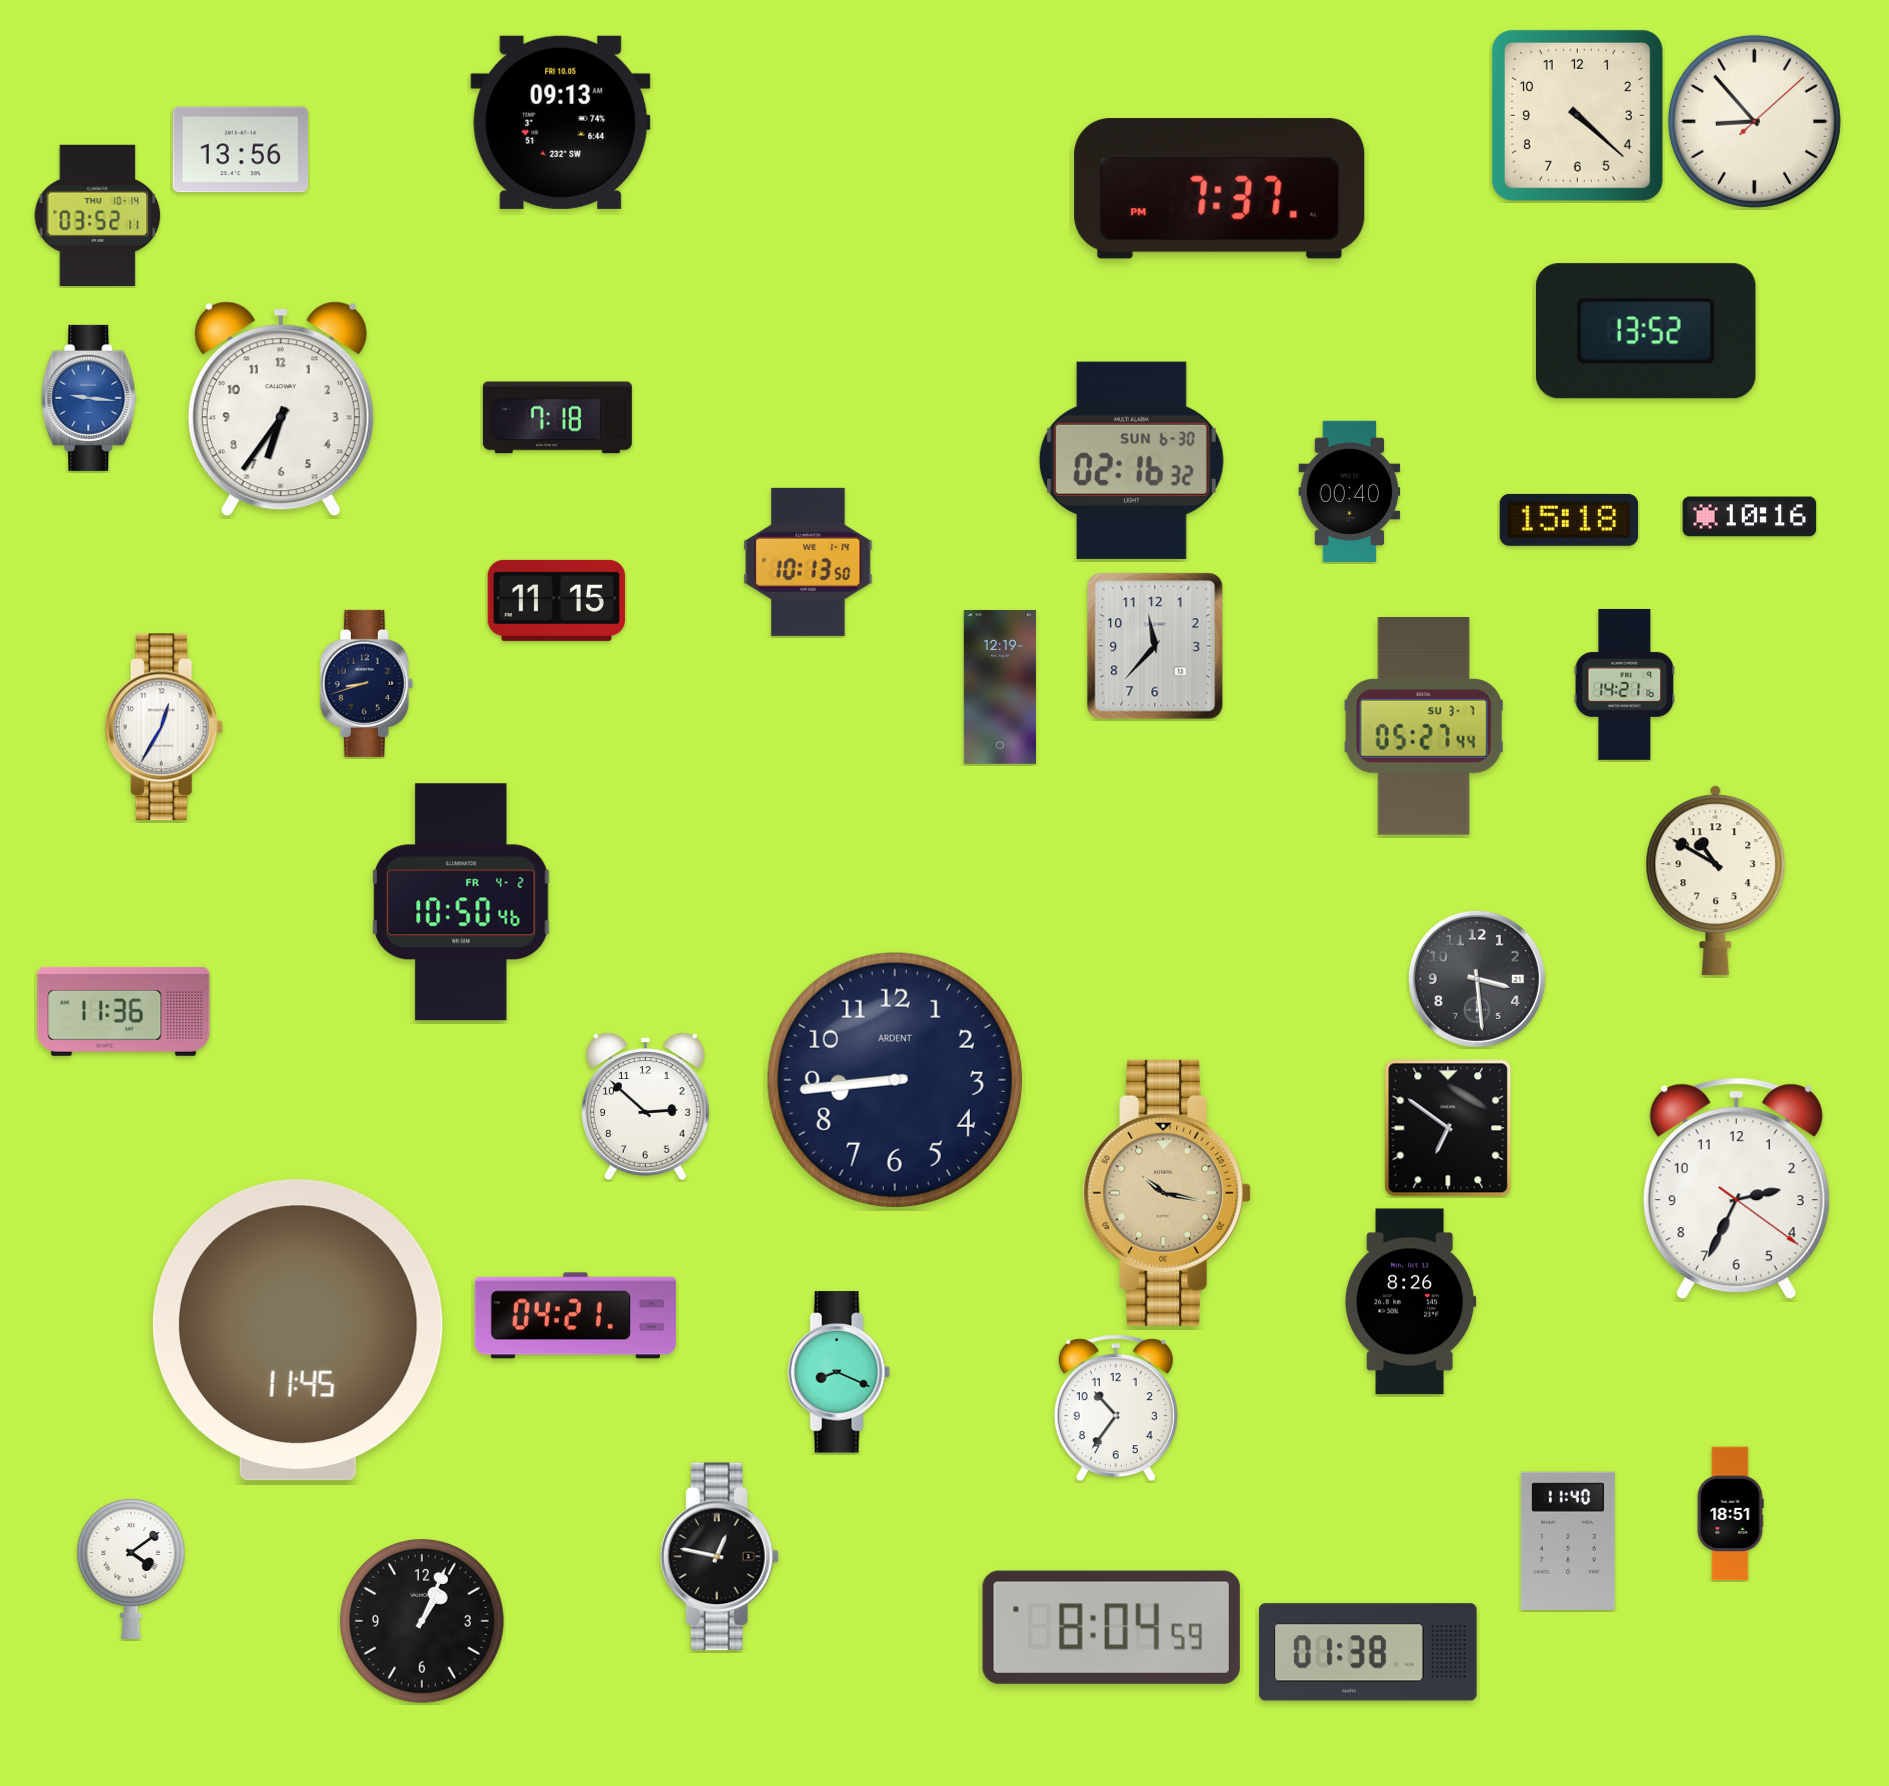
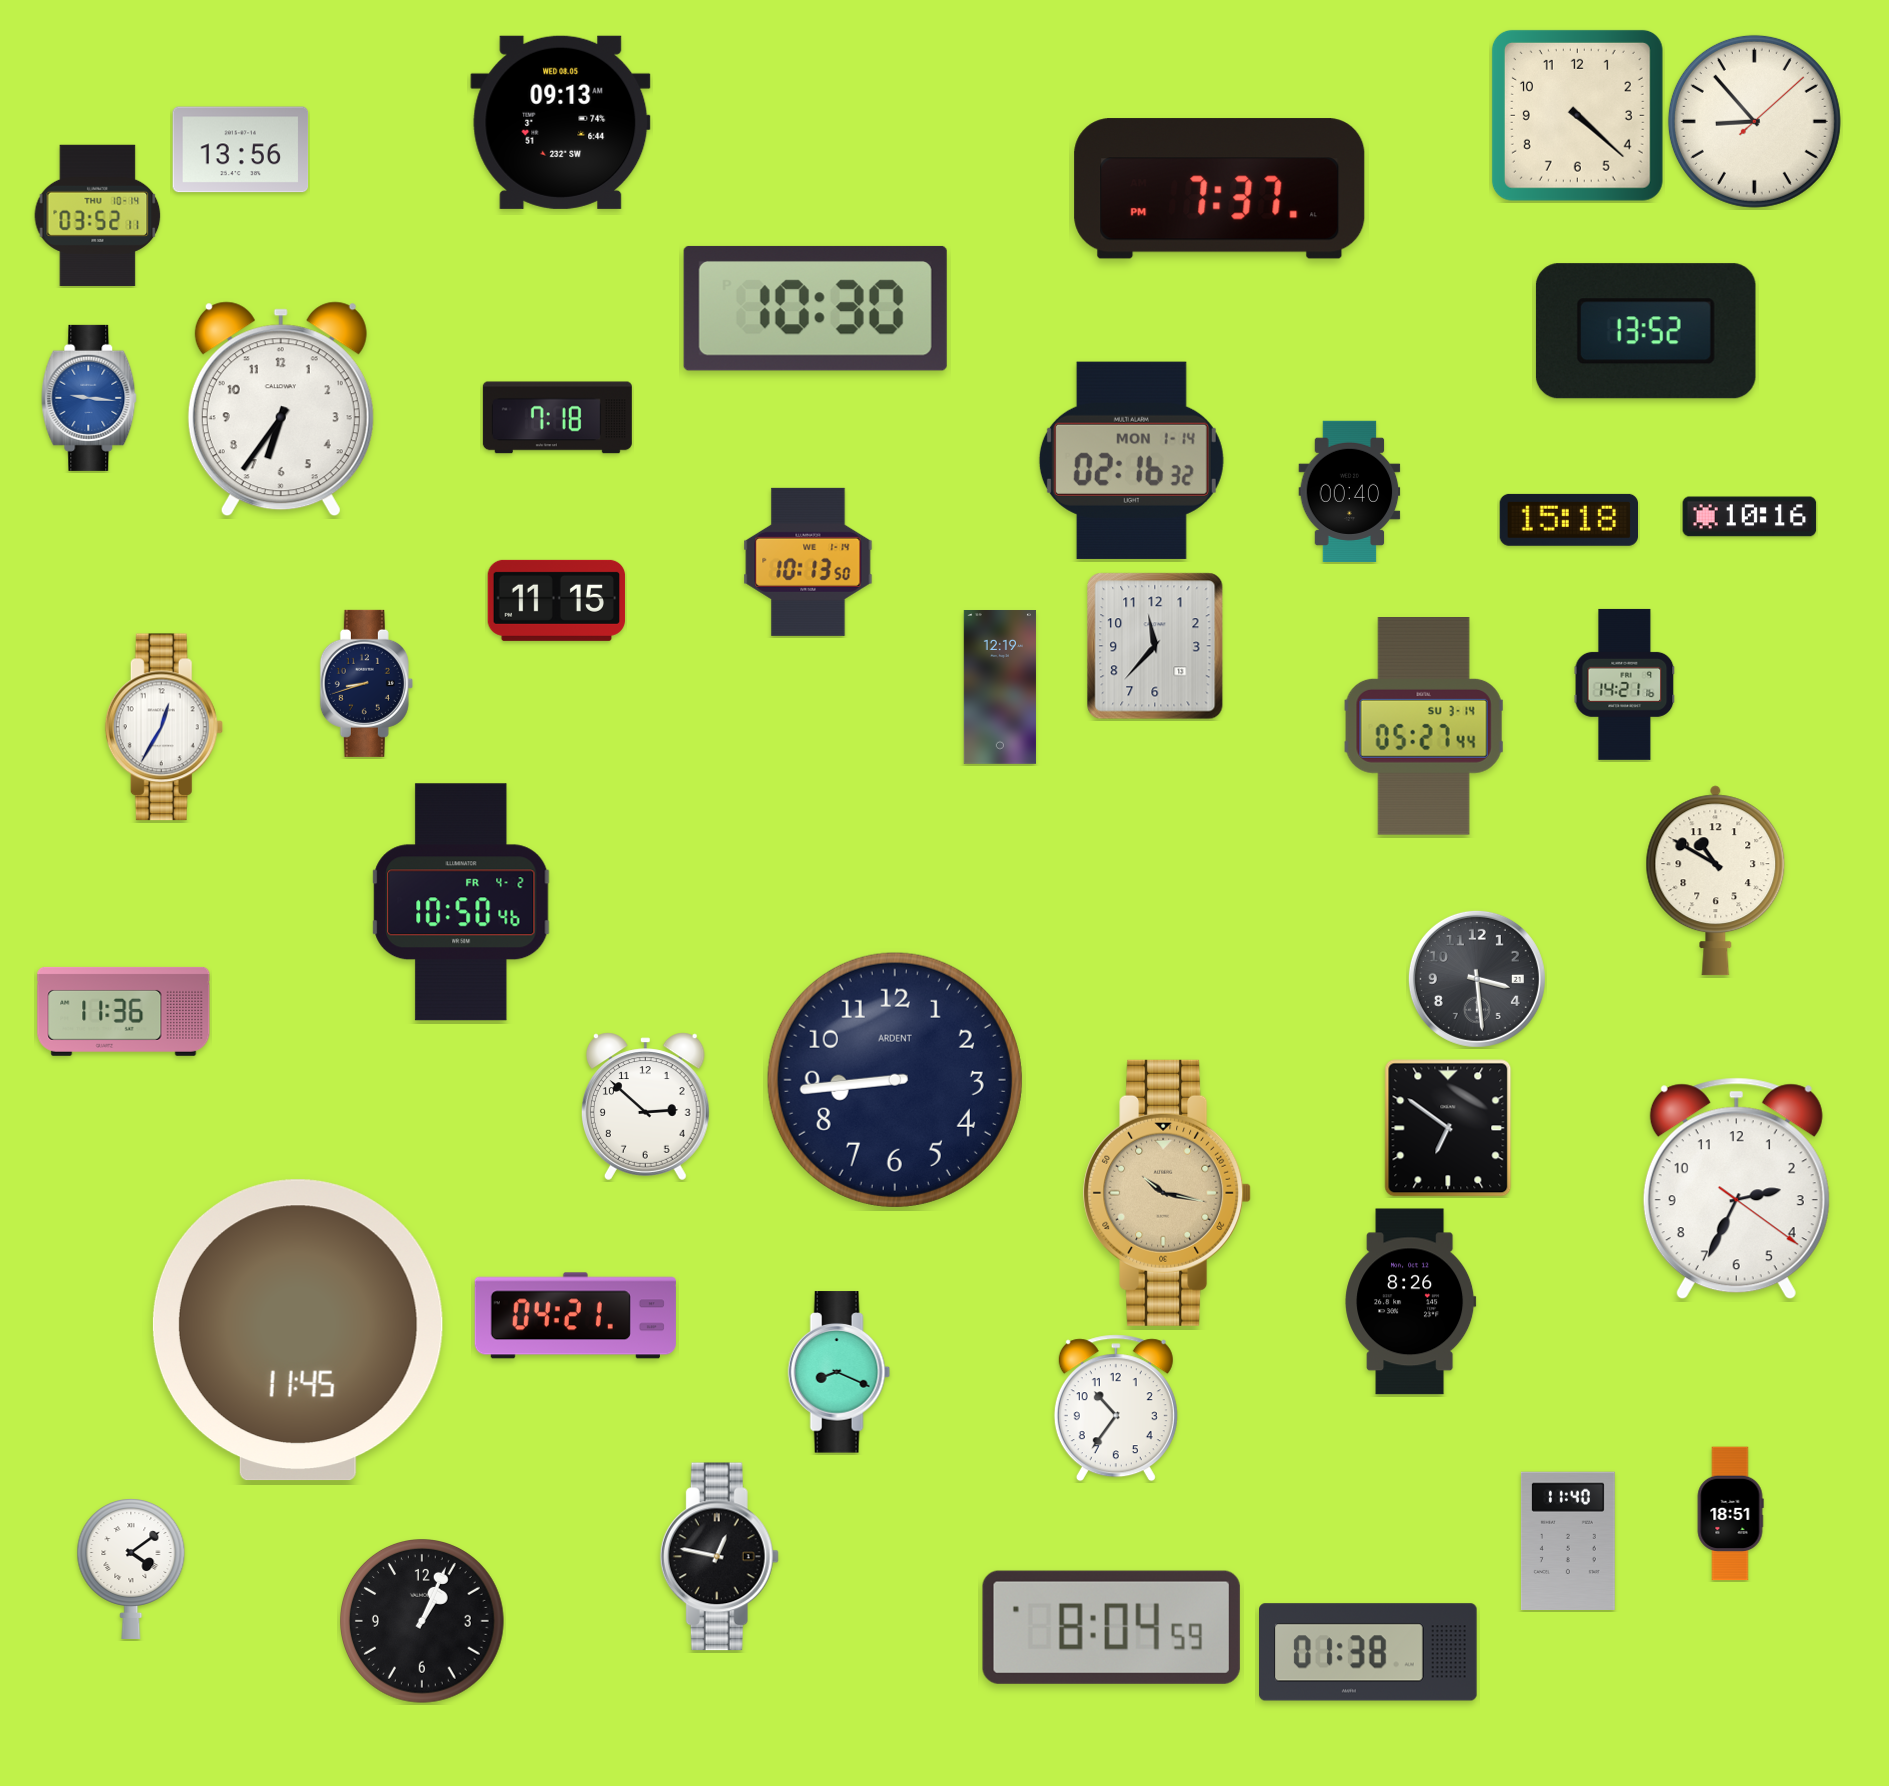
clock at (561, 122) date: FRI 10.05 -> WED 08.05
clock at (815, 308): none -> 10:30
clock at (1131, 460) date: SUN 6-30 -> MON 1-14
clock at (1424, 727) date: SU 3-7 -> SU 3-14
